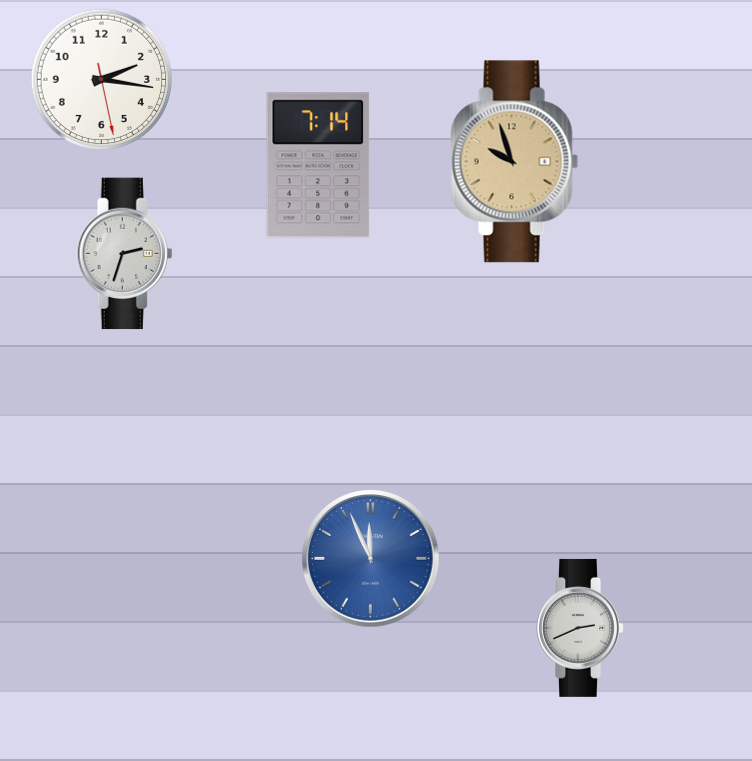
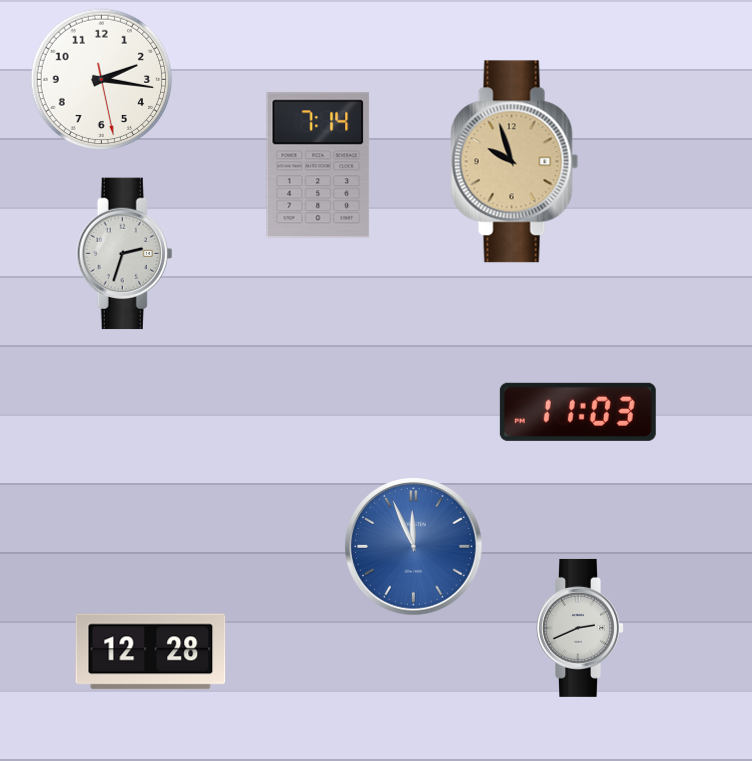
clock at (578, 412): none -> 11:03
clock at (371, 559) position: (371, 559) -> (414, 547)
clock at (151, 652): none -> 12:28
